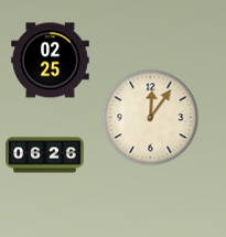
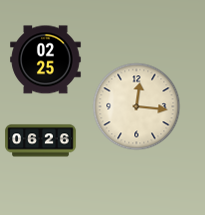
clock at (51, 61) position: (51, 61) -> (46, 60)
clock at (151, 118): 12:06 -> 12:16
